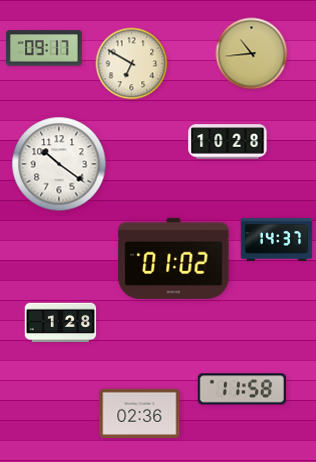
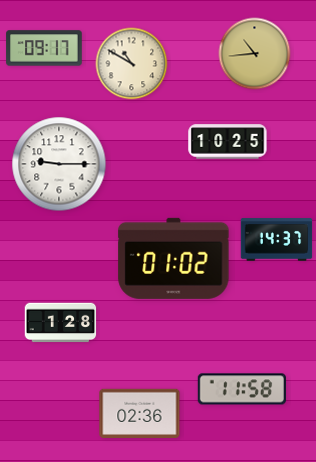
clock at (252, 54) position: (252, 54) -> (255, 54)
clock at (132, 64): 6:50 -> 10:50
clock at (228, 142): 10:28 -> 10:25
clock at (59, 164): 10:21 -> 9:15
